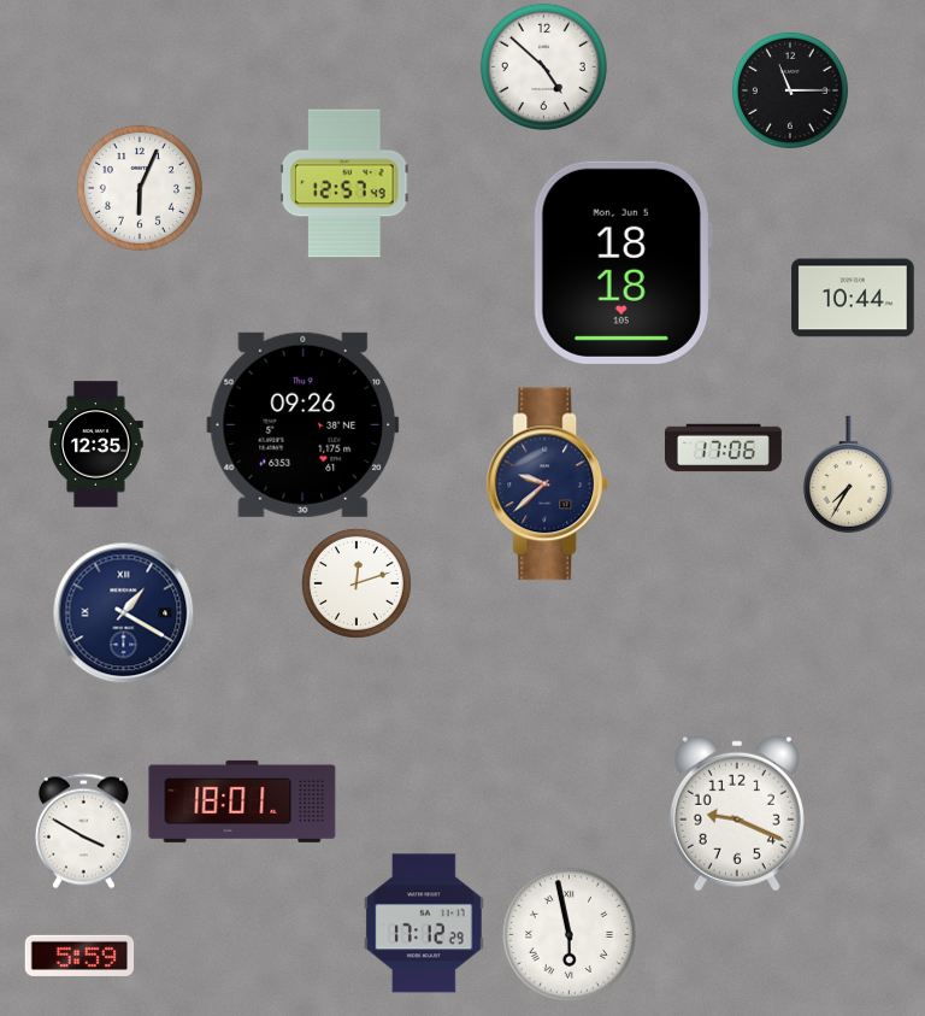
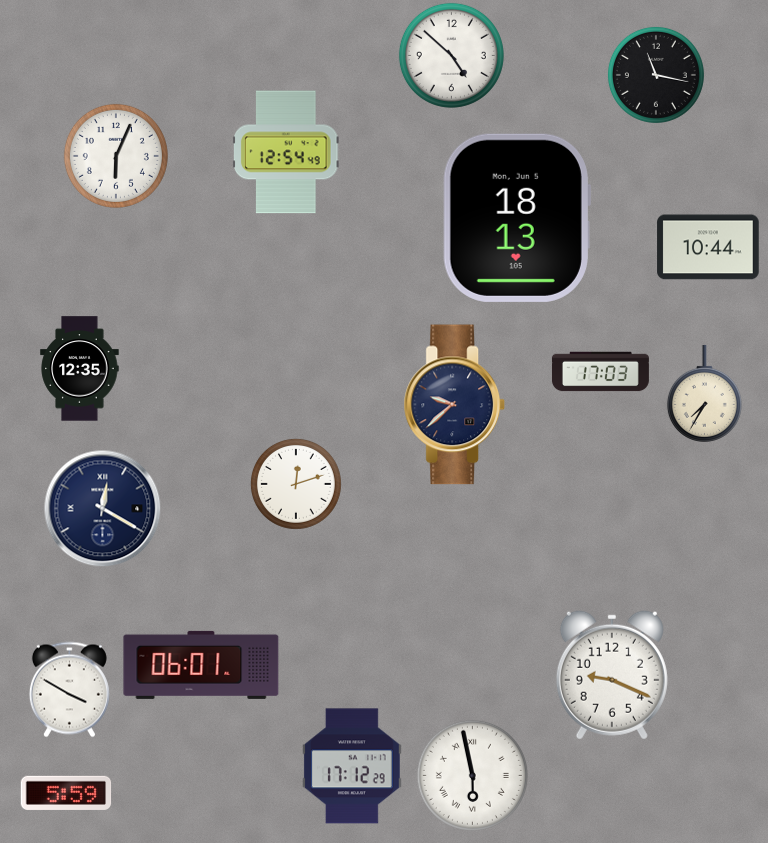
clock at (790, 90): 11:15 -> 11:17
clock at (344, 183): 12:57 -> 12:54
clock at (623, 263): 18:18 -> 18:13
clock at (304, 424): 09:26 -> none
clock at (723, 448): 17:06 -> 17:03
clock at (548, 484) position: (548, 484) -> (455, 405)
clock at (124, 613): 1:20 -> 12:20
clock at (242, 801): 18:01 -> 06:01
